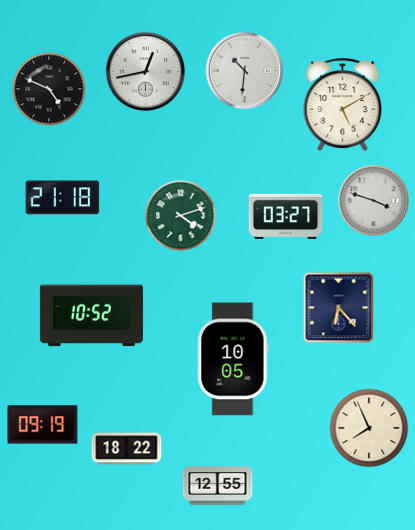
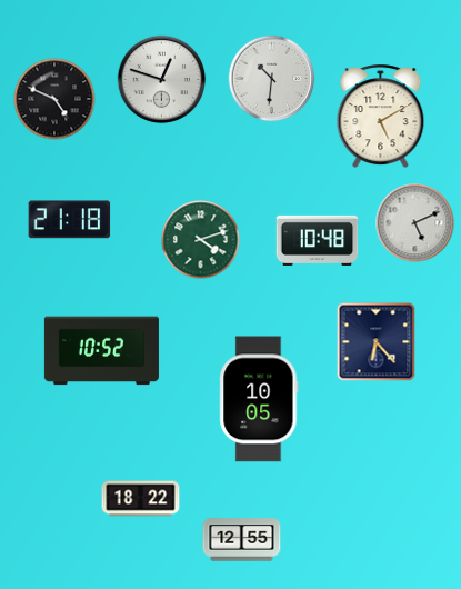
clock at (146, 72): 12:43 -> 12:48
clock at (374, 201): 3:48 -> 5:11
clock at (286, 216): 03:27 -> 10:48
clock at (43, 425): 09:19 -> none
clock at (369, 428): 7:56 -> none
